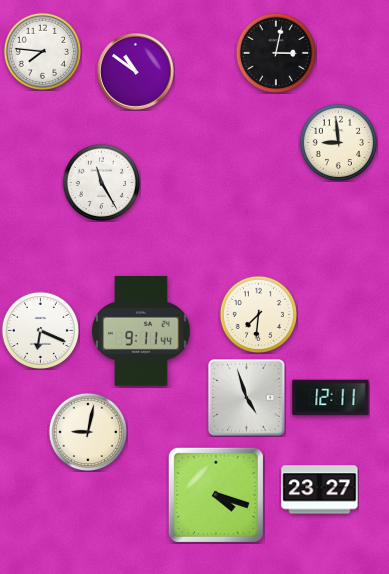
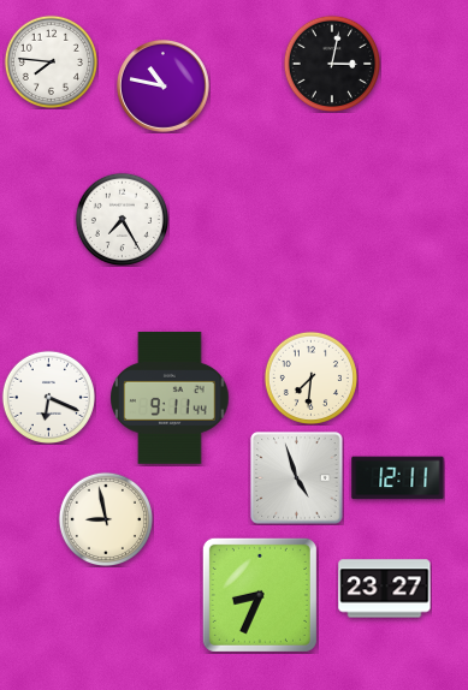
clock at (136, 72): 10:51 -> 10:47
clock at (338, 142): 8:59 -> none
clock at (101, 182): 11:25 -> 7:25
clock at (87, 431): 9:02 -> 8:58
clock at (216, 495): 4:18 -> 8:34
